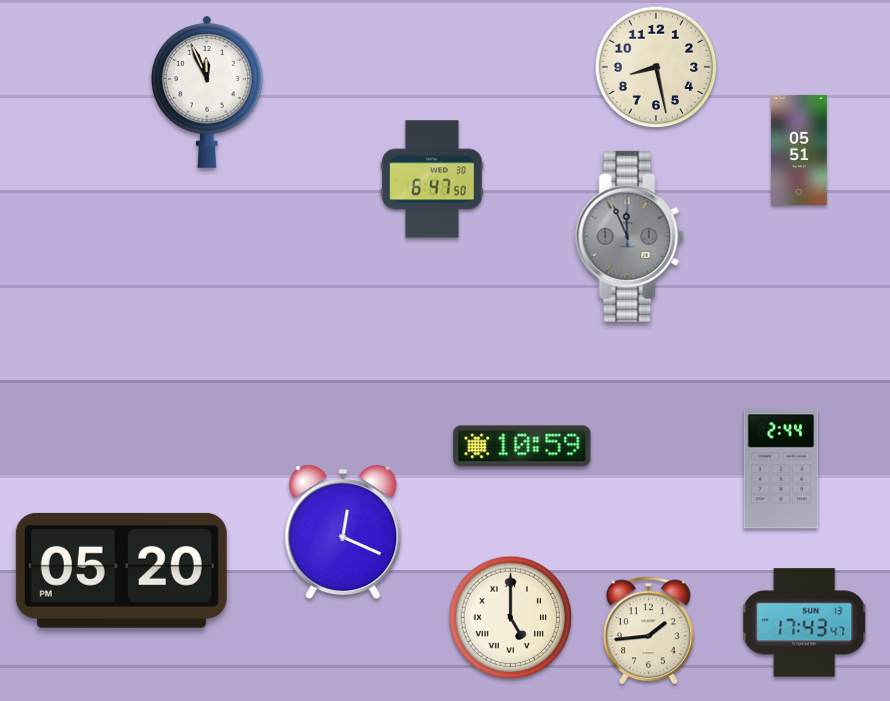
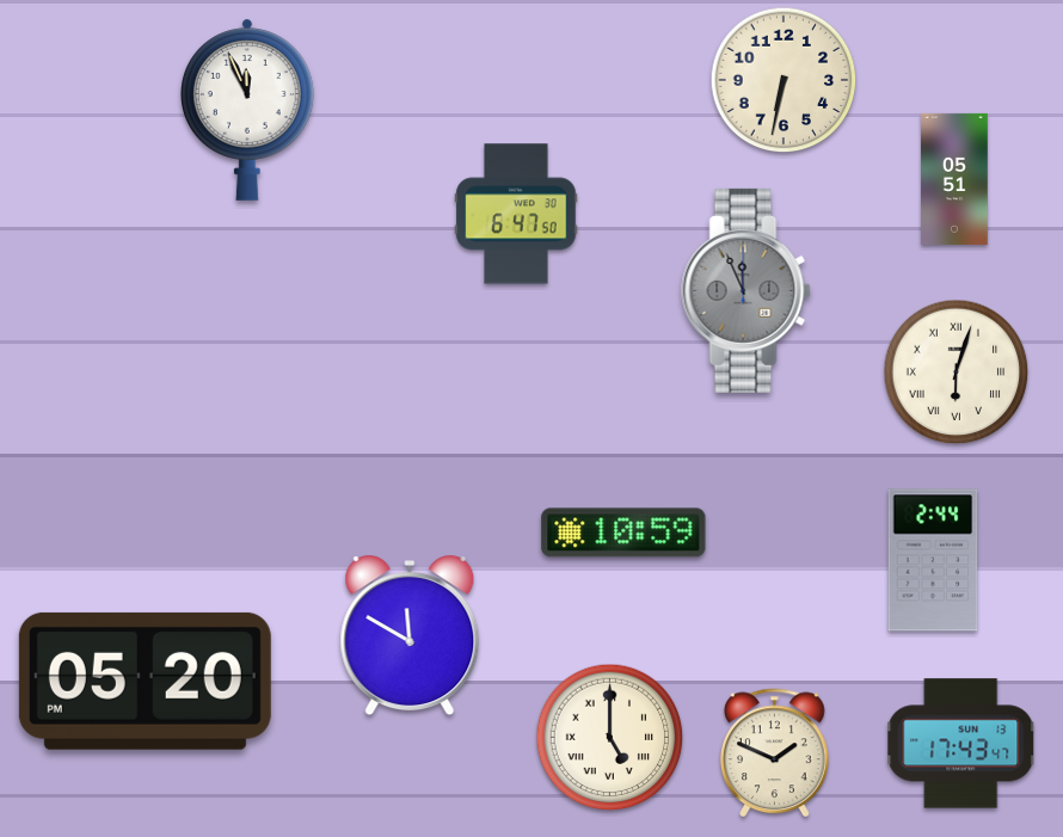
clock at (656, 67): 8:28 -> 6:32
clock at (630, 236) position: (630, 236) -> (746, 290)
clock at (957, 373): none -> 6:03
clock at (343, 532): 12:19 -> 11:50
clock at (649, 631): 1:44 -> 1:49
